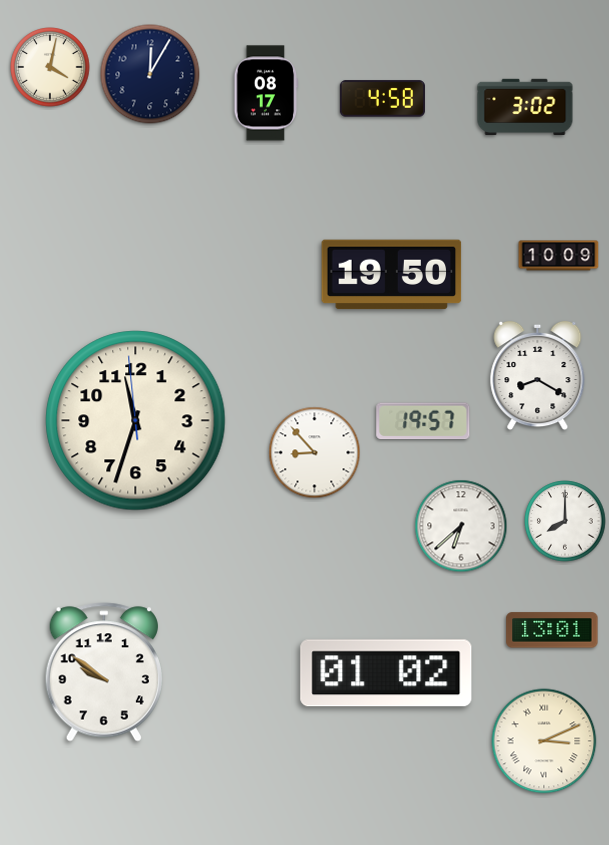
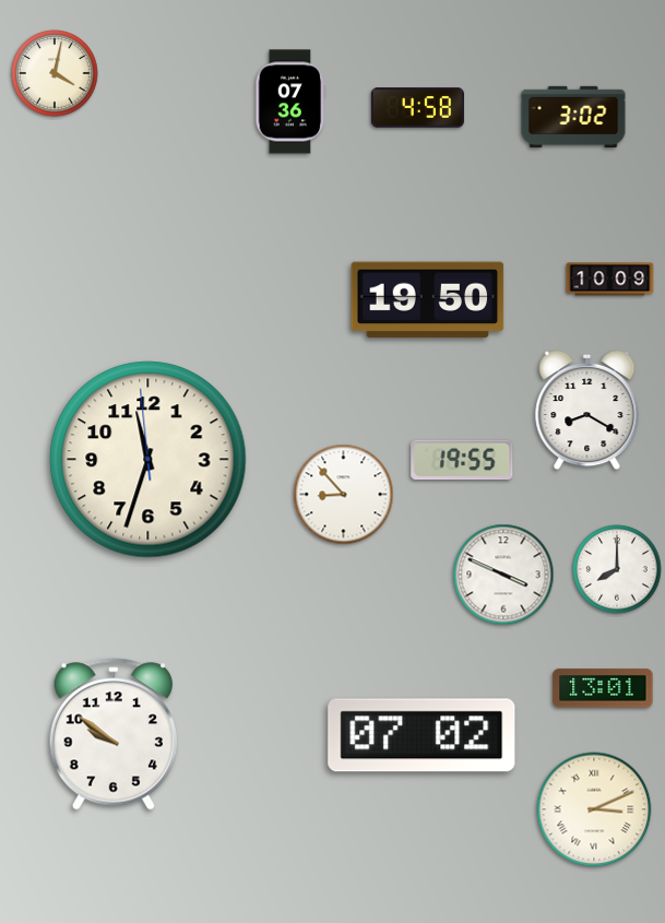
clock at (150, 74): 12:05 -> none
clock at (266, 93): 08:17 -> 07:36
clock at (423, 421): 19:57 -> 19:55
clock at (461, 526): 6:38 -> 3:49
clock at (386, 673): 01:02 -> 07:02
